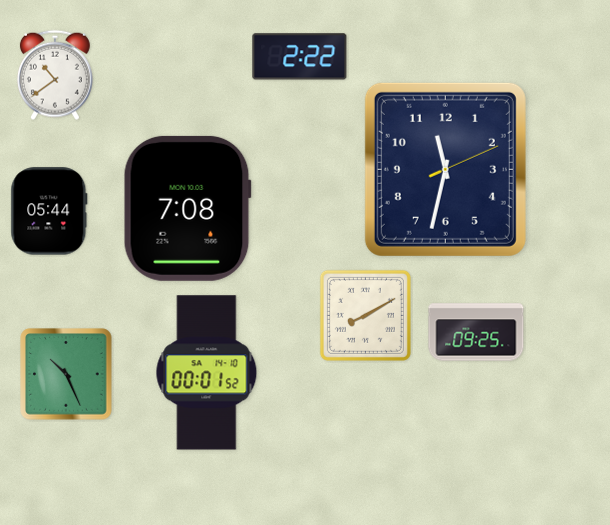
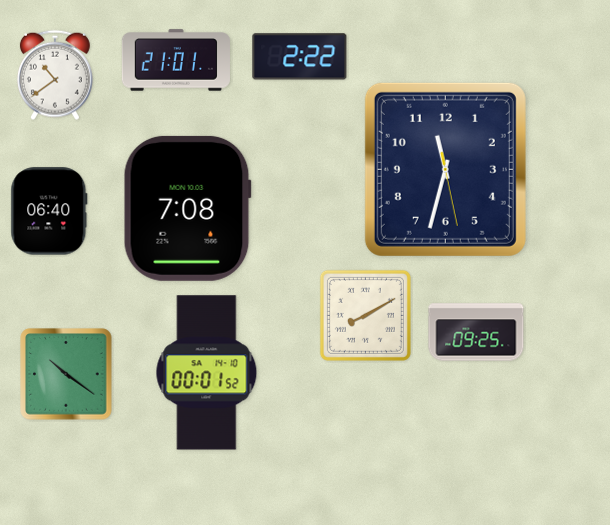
clock at (176, 60): none -> 21:01
clock at (445, 169): 11:32:11 -> 11:32:28
clock at (49, 211): 05:44 -> 06:40
clock at (66, 374): 10:26 -> 10:21
